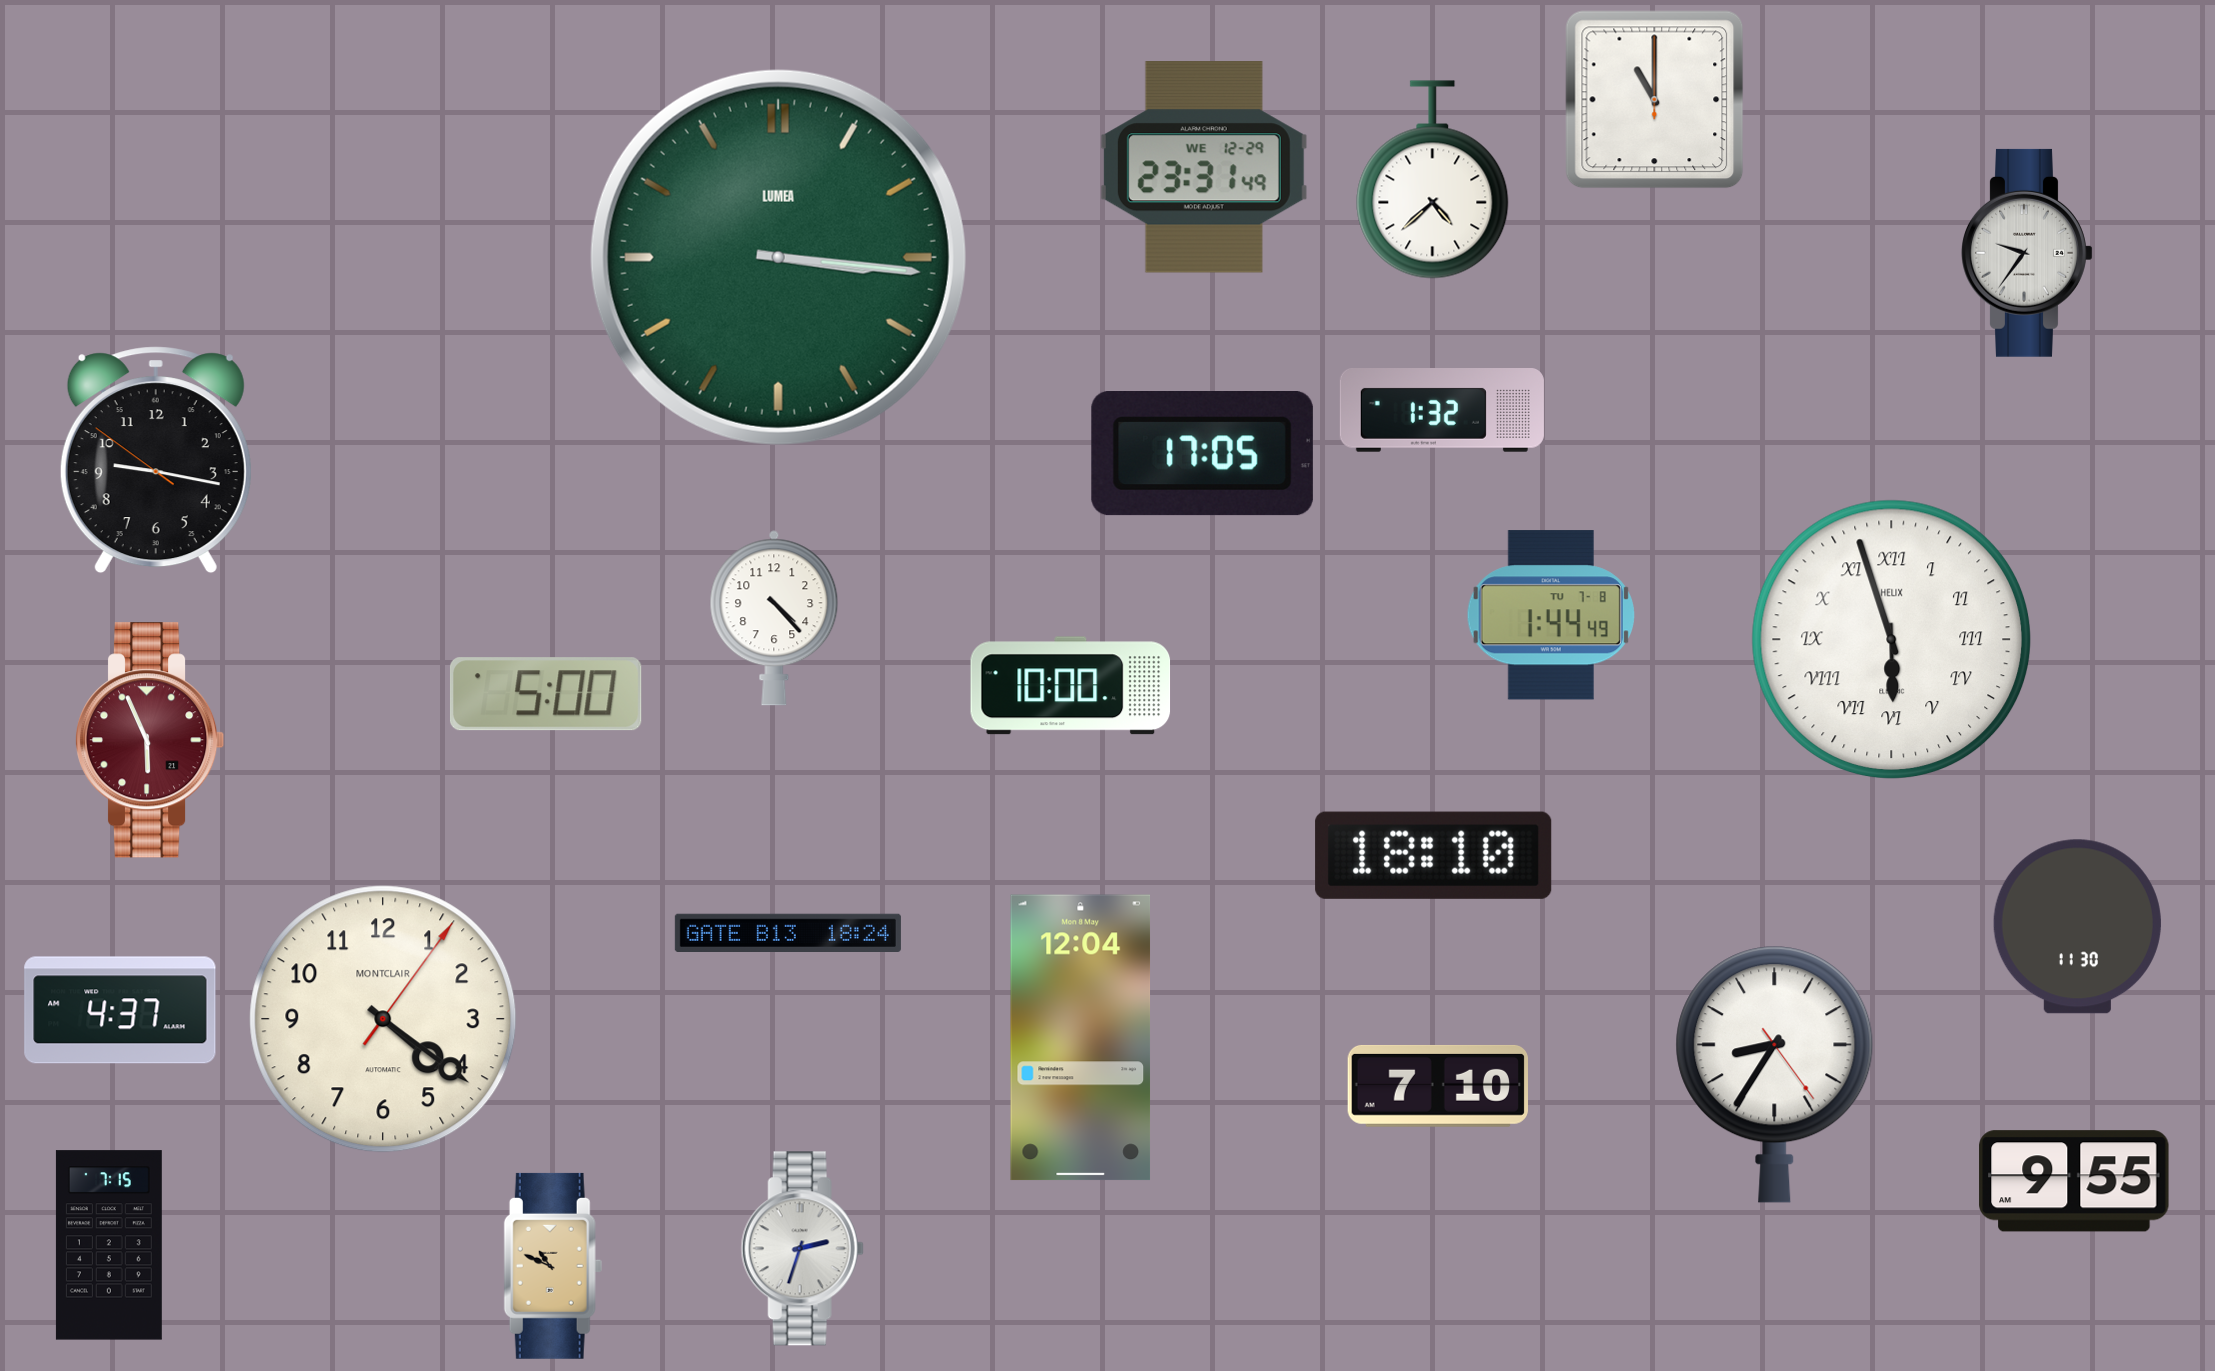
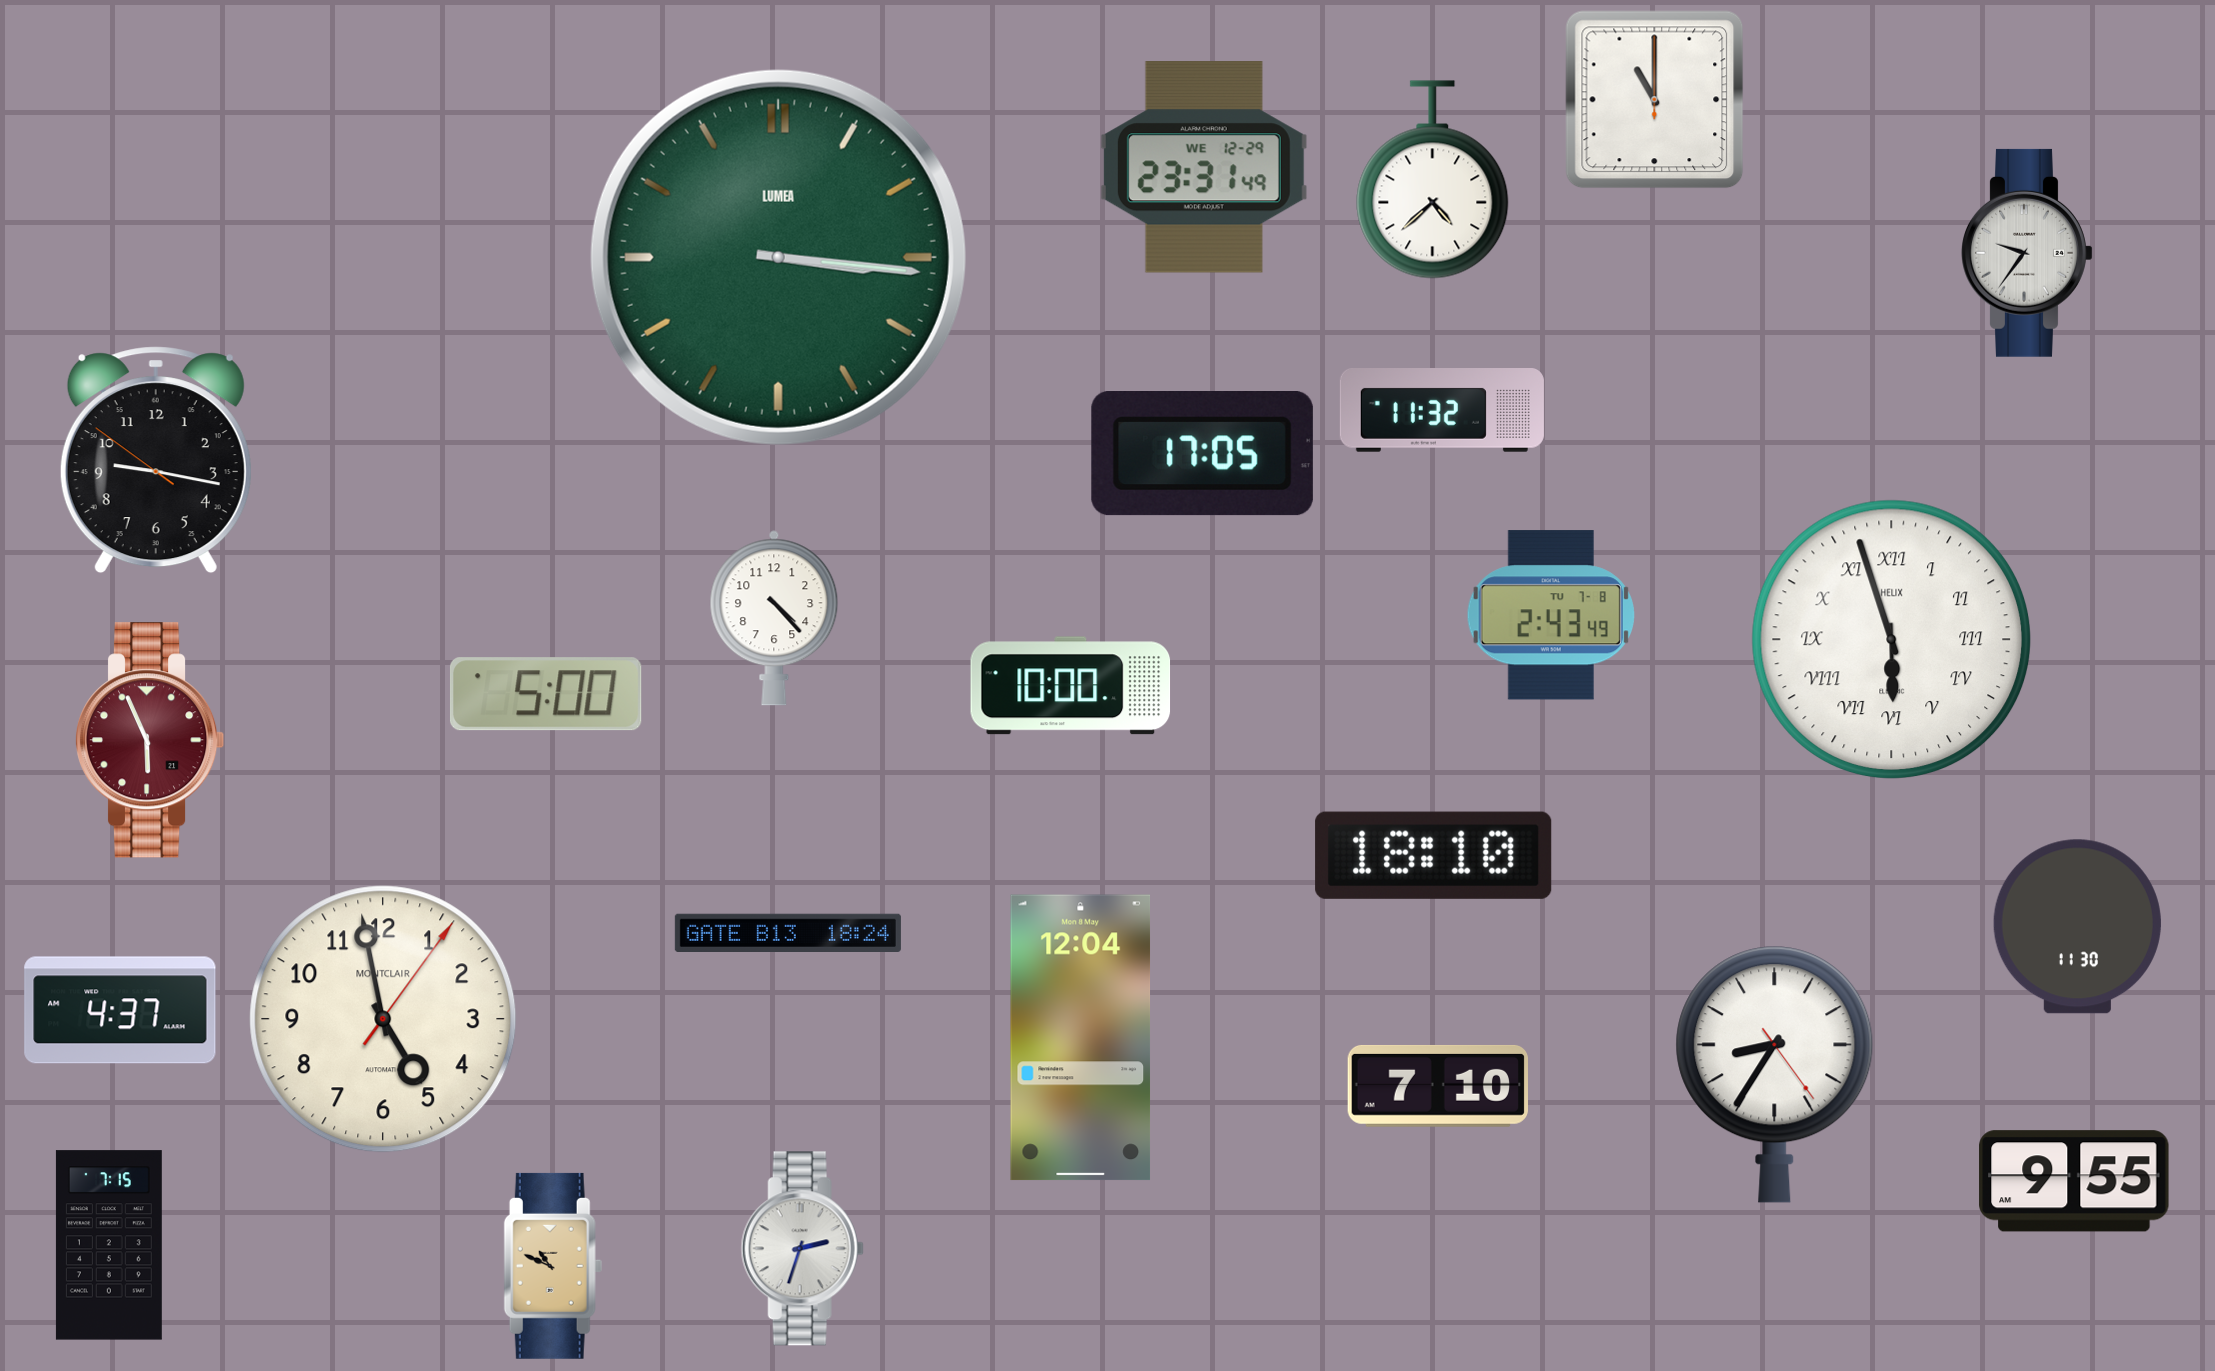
clock at (1442, 411): 1:32 -> 11:32
clock at (1551, 615): 1:44 -> 2:43
clock at (383, 1019): 4:21 -> 4:58
